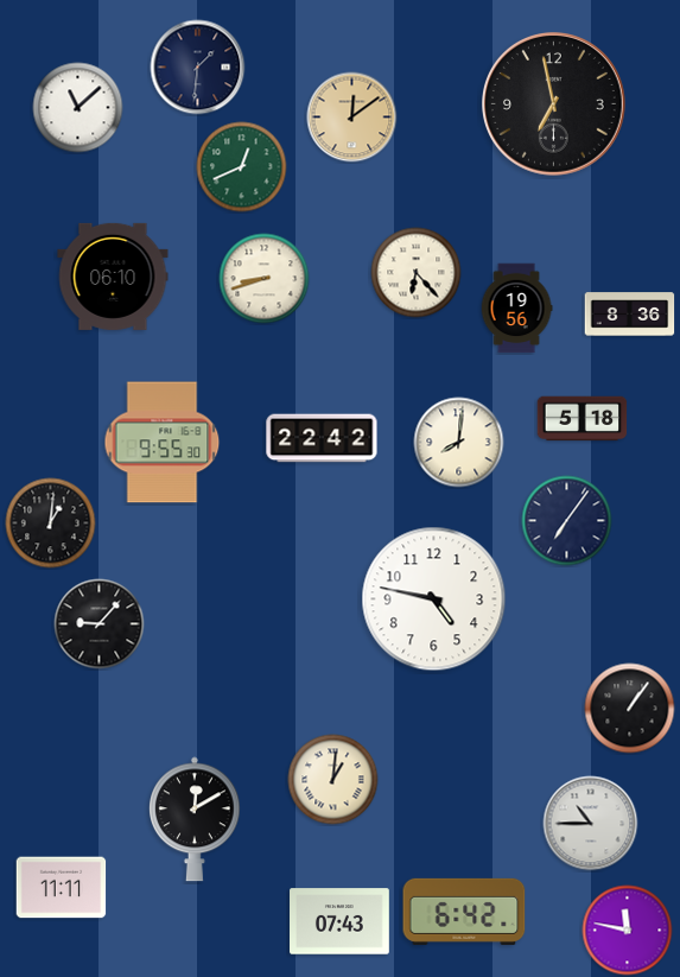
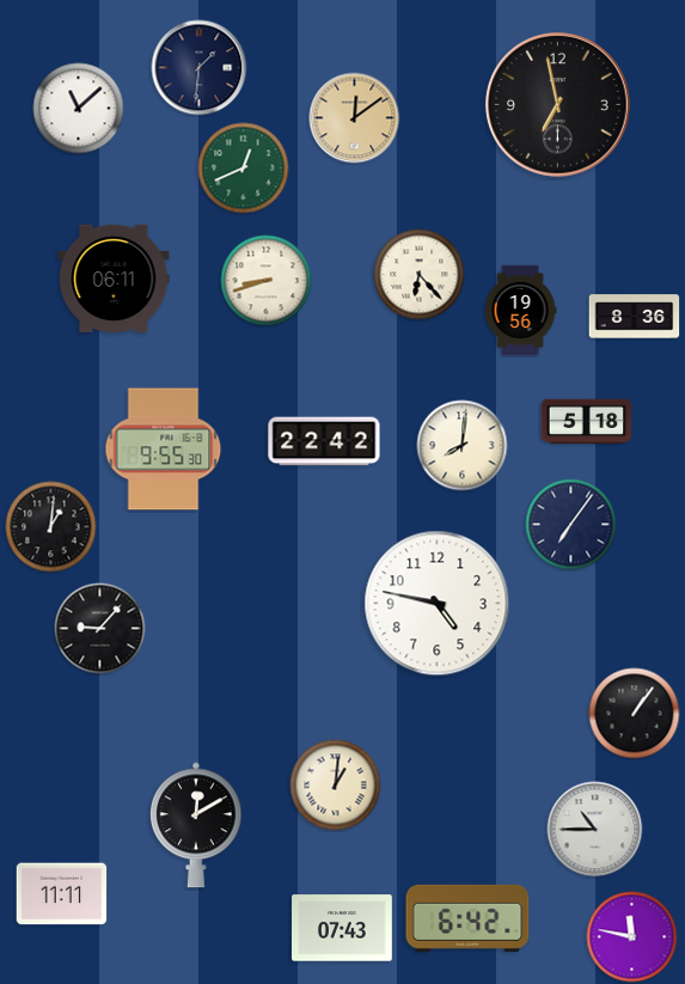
clock at (113, 277): 06:10 -> 06:11
clock at (163, 443) position: (163, 443) -> (164, 450)
